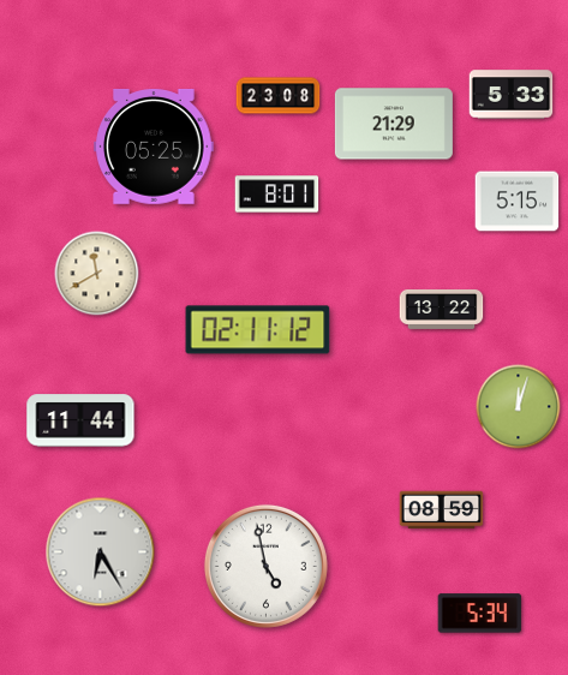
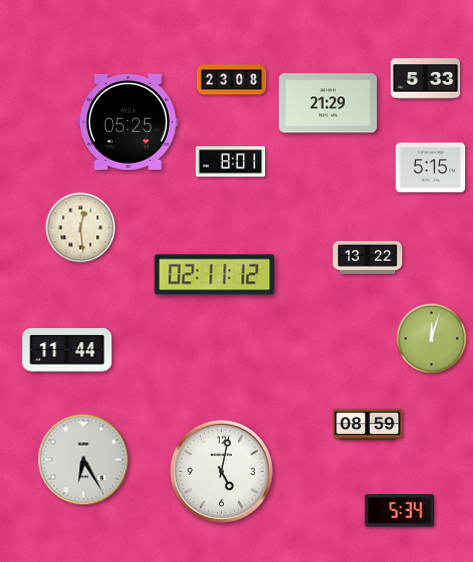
clock at (97, 274): 11:40 -> 12:29
clock at (265, 566): 4:58 -> 5:02
